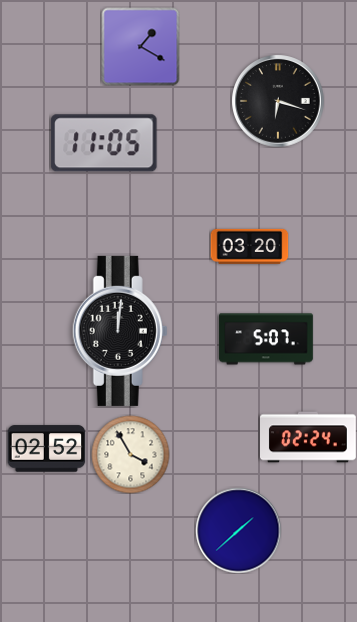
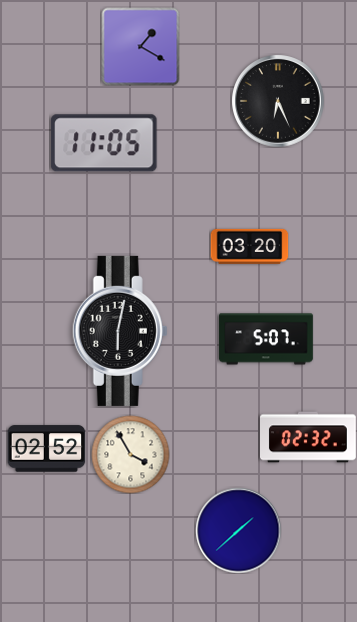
clock at (278, 101): 6:18 -> 6:26
clock at (120, 331): 12:01 -> 6:02
clock at (309, 437): 02:24 -> 02:32
